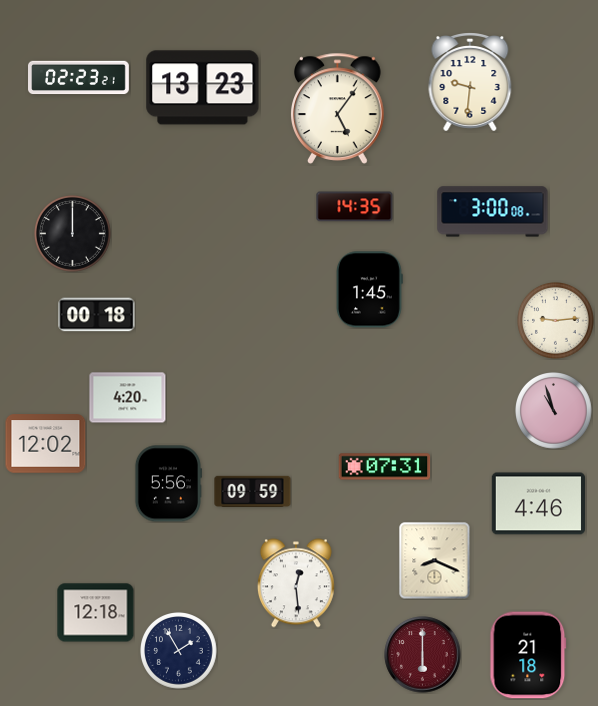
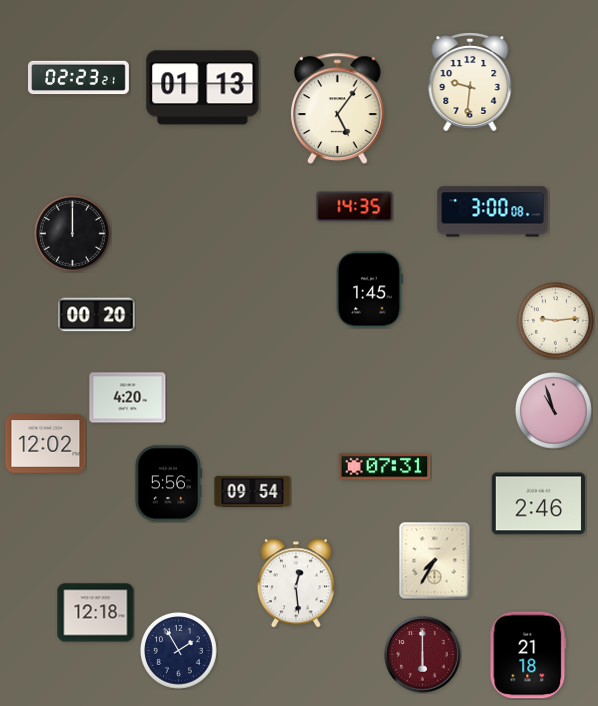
clock at (203, 88): 13:23 -> 01:13
clock at (97, 315): 00:18 -> 00:20
clock at (253, 491): 09:59 -> 09:54
clock at (538, 504): 4:46 -> 2:46
clock at (435, 561): 8:19 -> 7:35
